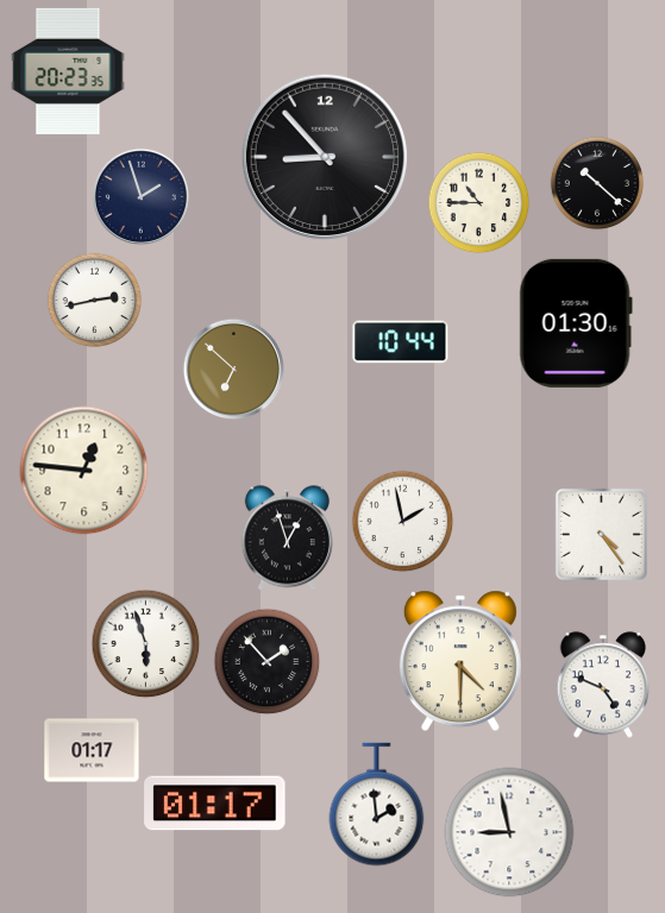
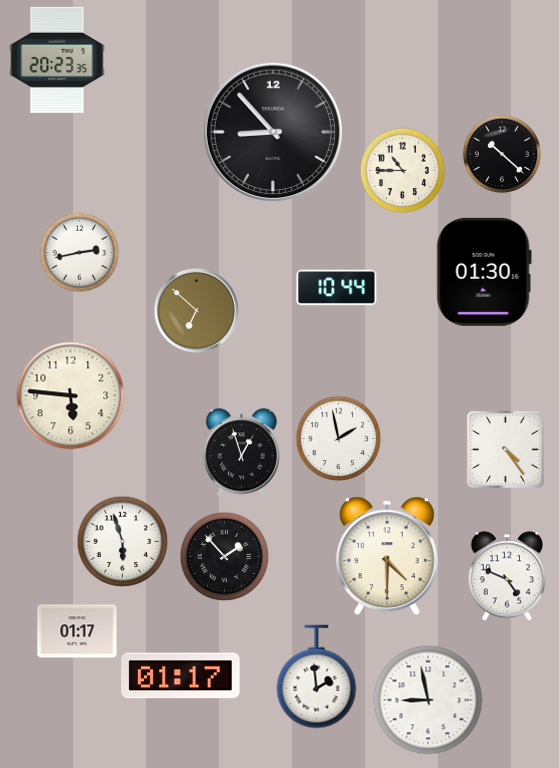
clock at (140, 196): 1:57 -> none
clock at (84, 471): 12:46 -> 5:46
